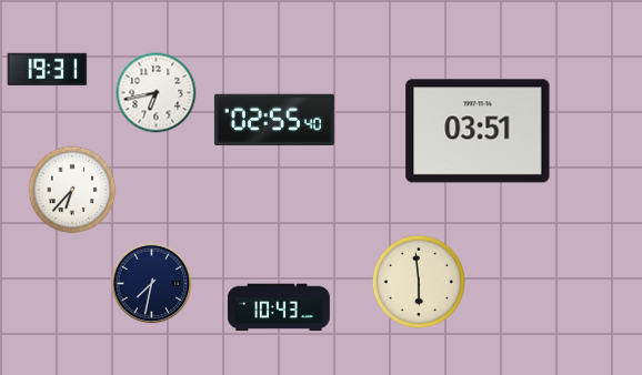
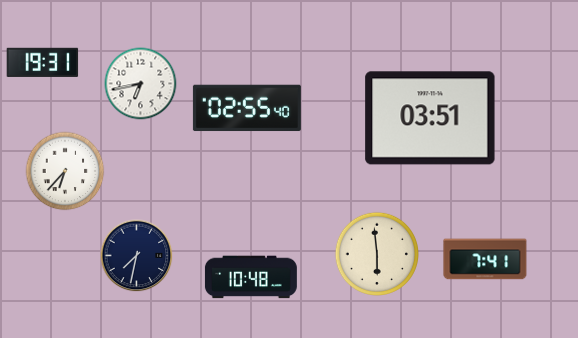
clock at (485, 259): none -> 7:41
clock at (279, 307): 10:43 -> 10:48
